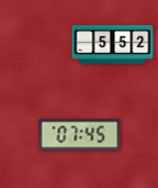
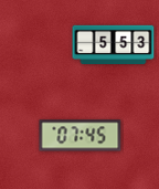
clock at (113, 45): 5:52 -> 5:53
